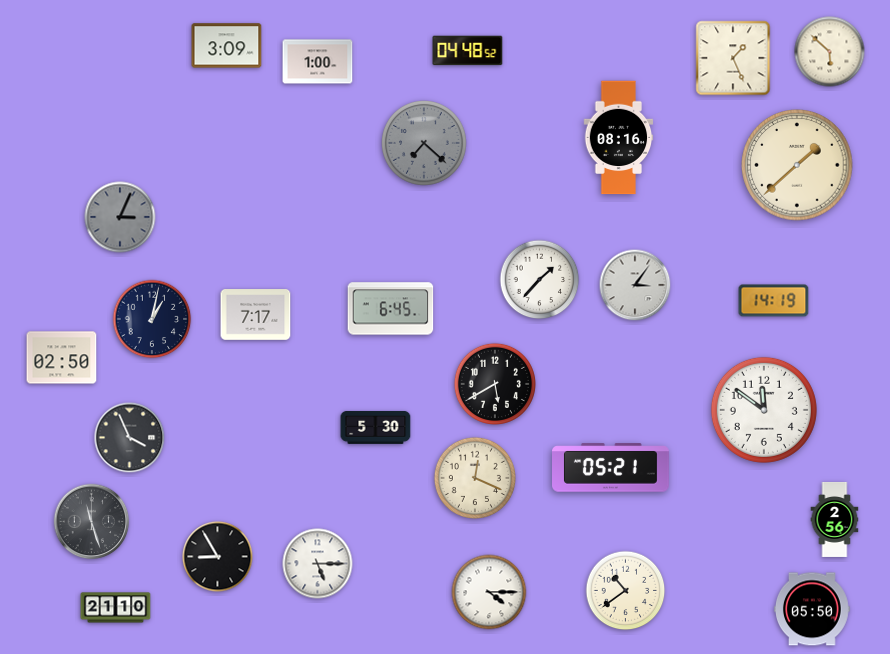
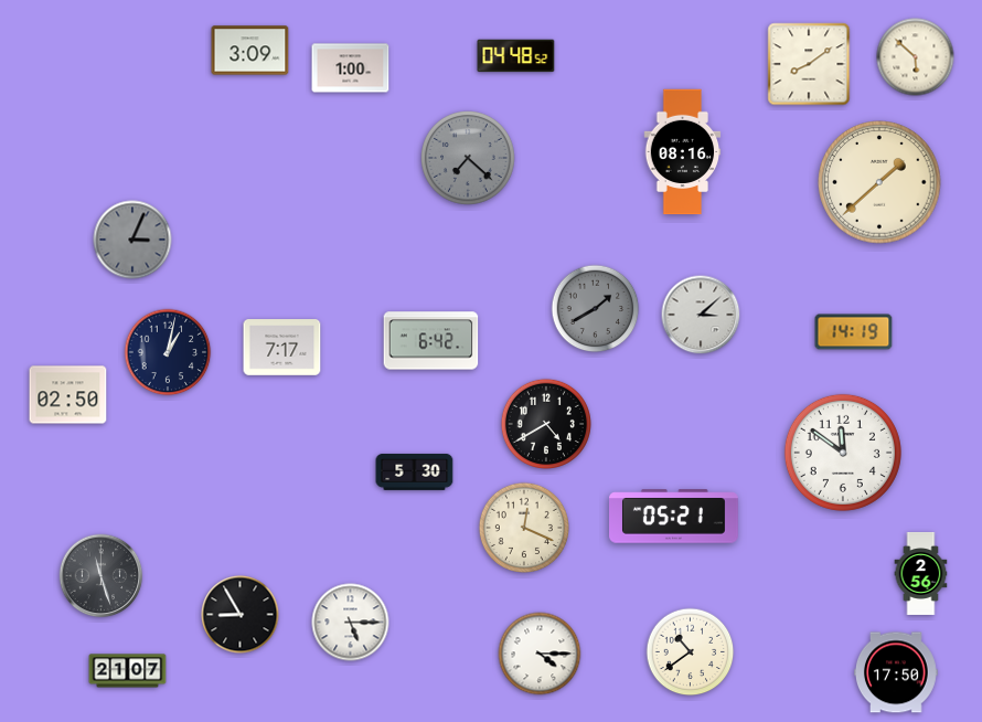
clock at (733, 58): 1:26 -> 8:09
clock at (540, 280): 1:37 -> 1:40
clock at (540, 280) dial: white -> grey
clock at (635, 285): 3:06 -> 3:08
clock at (391, 309): 6:45 -> 6:42
clock at (495, 384): 5:40 -> 4:40
clock at (130, 438): 3:56 -> none
clock at (116, 608): 21:10 -> 21:07
clock at (813, 609): 05:50 -> 17:50
